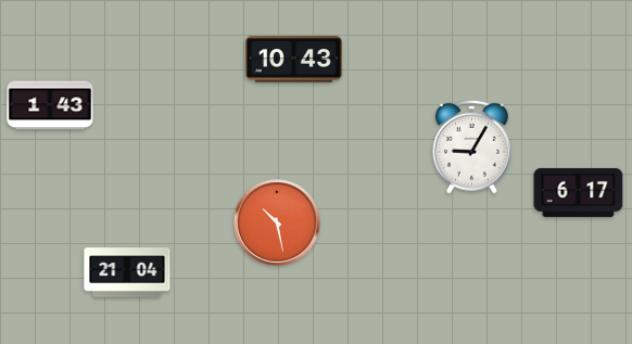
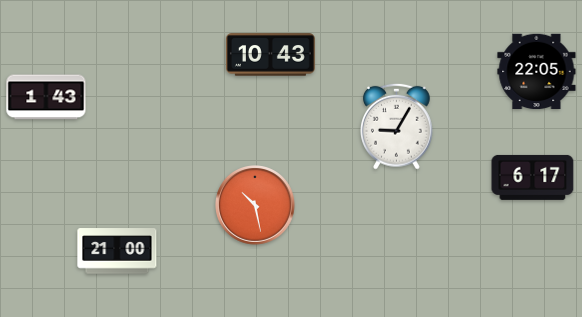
clock at (537, 72): none -> 22:05
clock at (472, 146) position: (472, 146) -> (397, 126)
clock at (127, 272): 21:04 -> 21:00
